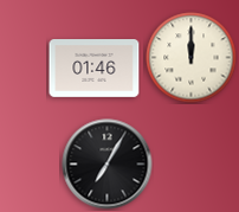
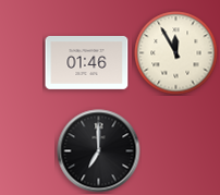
clock at (192, 58): 12:00 -> 11:55
clock at (108, 165): 7:05 -> 7:00
